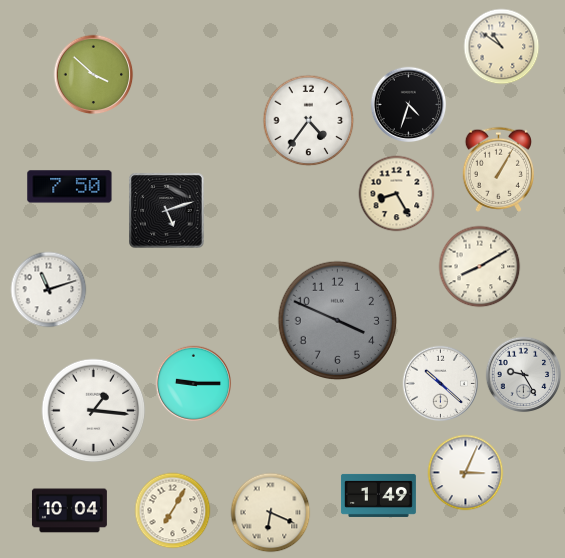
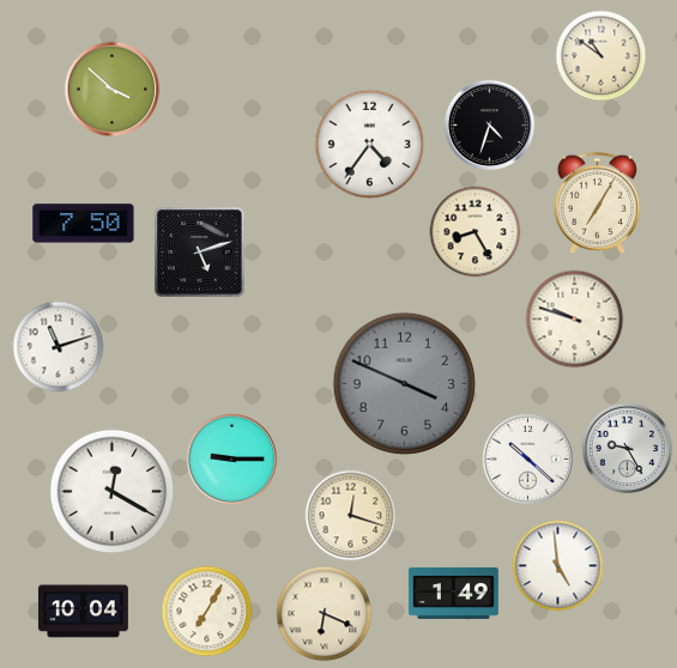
clock at (498, 169): 1:05 -> 7:05
clock at (480, 267): 8:10 -> 9:48
clock at (94, 411): 1:16 -> 12:20
clock at (351, 516): none -> 12:18
clock at (466, 473): 3:04 -> 4:59
